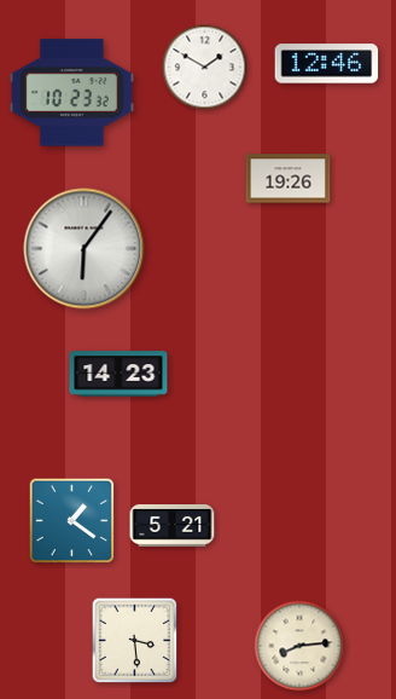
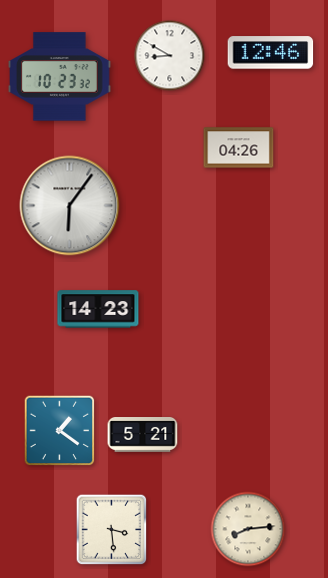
clock at (205, 68): 1:50 -> 8:50
clock at (289, 179): 19:26 -> 04:26
clock at (299, 646) position: (299, 646) -> (248, 529)
